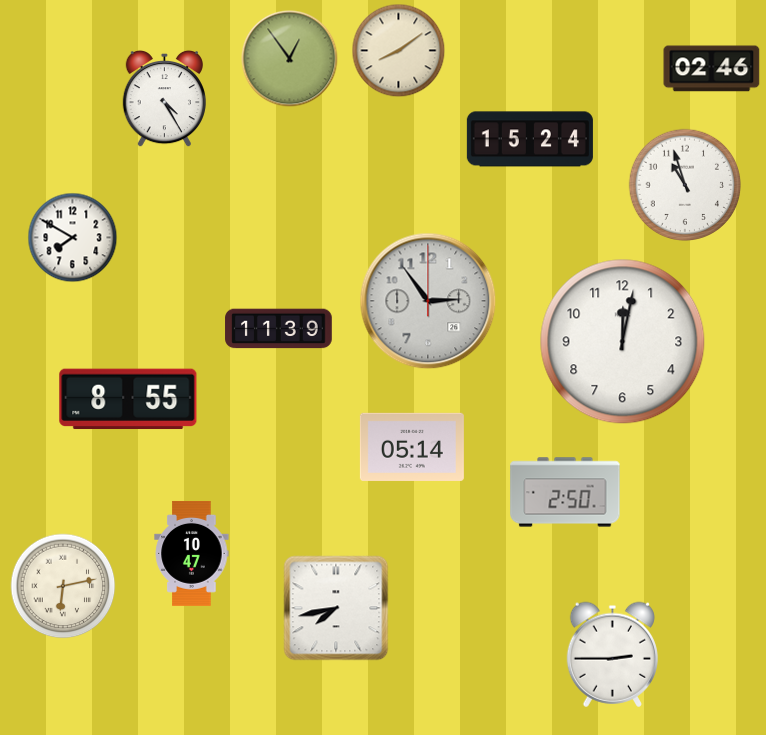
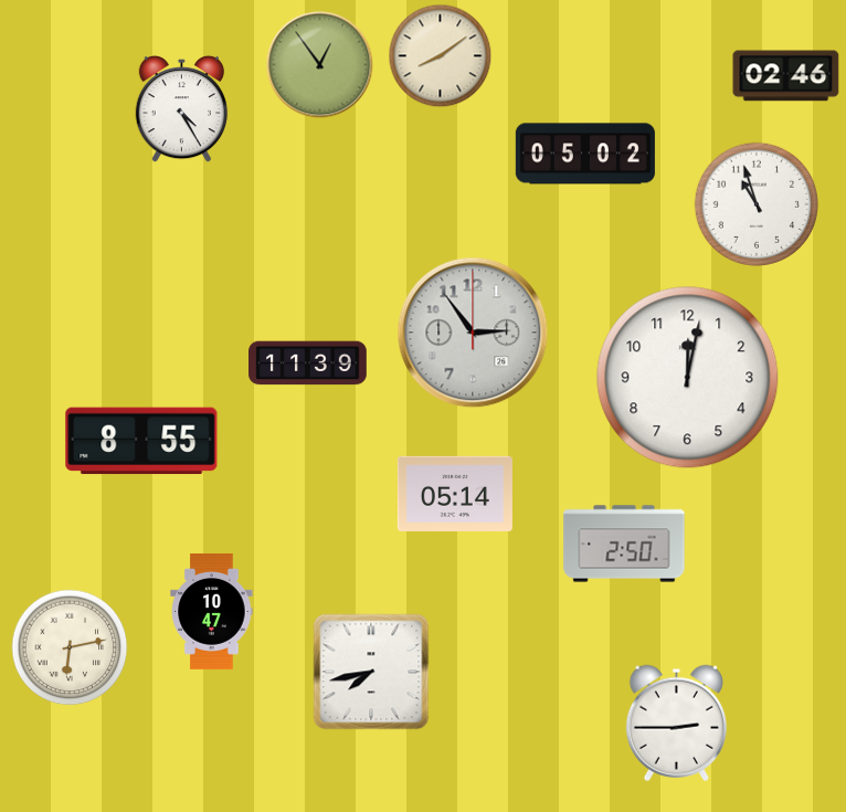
clock at (530, 139): 15:24 -> 05:02
clock at (73, 238): 7:50 -> none
